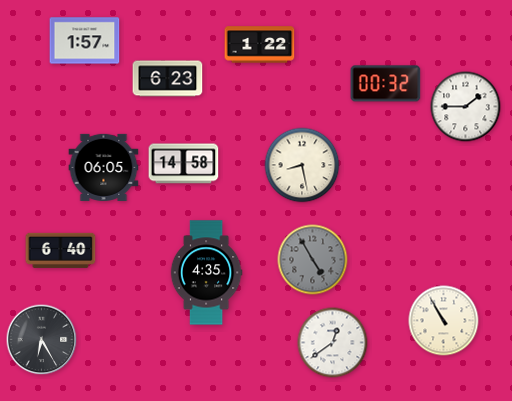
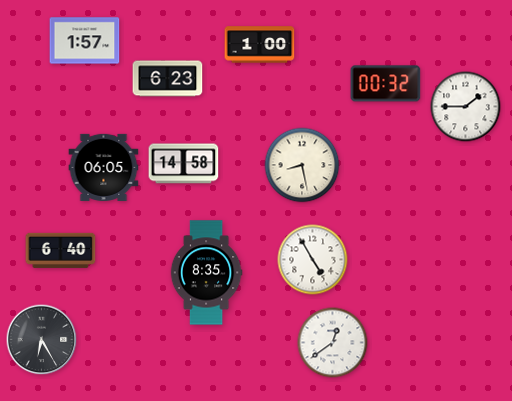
clock at (260, 45): 1:22 -> 1:00
clock at (313, 260) dial: grey -> white
clock at (206, 273): 4:35 -> 8:35
clock at (444, 321): 10:55 -> none
